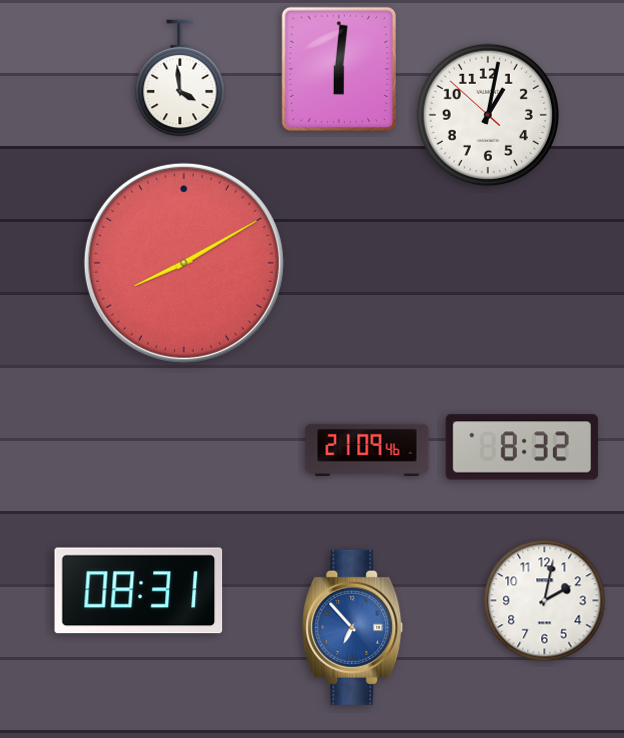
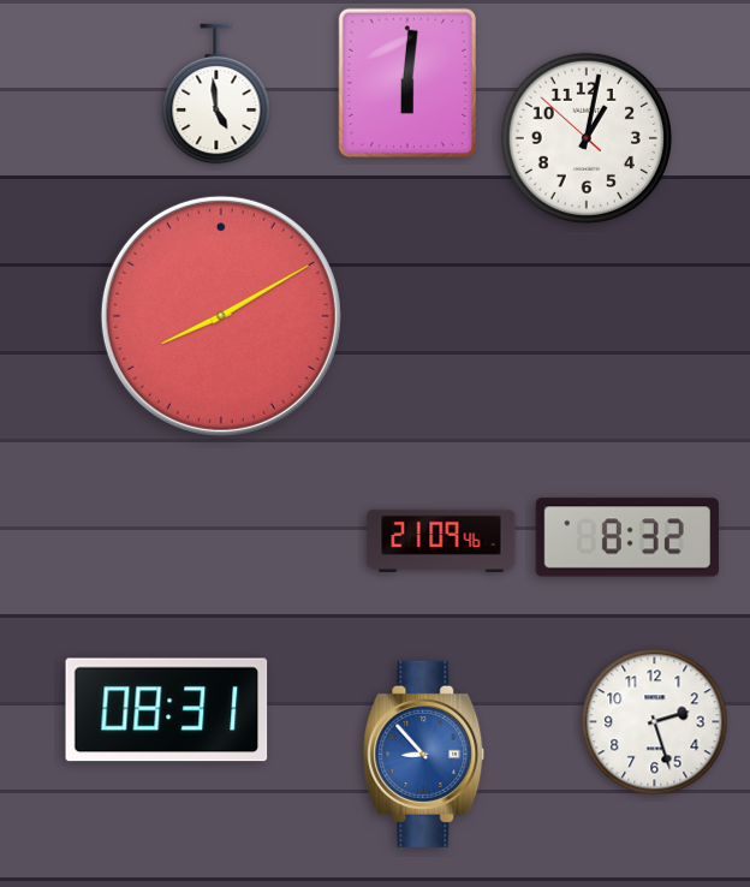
clock at (180, 78): 3:59 -> 4:59
clock at (545, 601): 2:02 -> 2:27
clock at (353, 627): 6:53 -> 8:53
